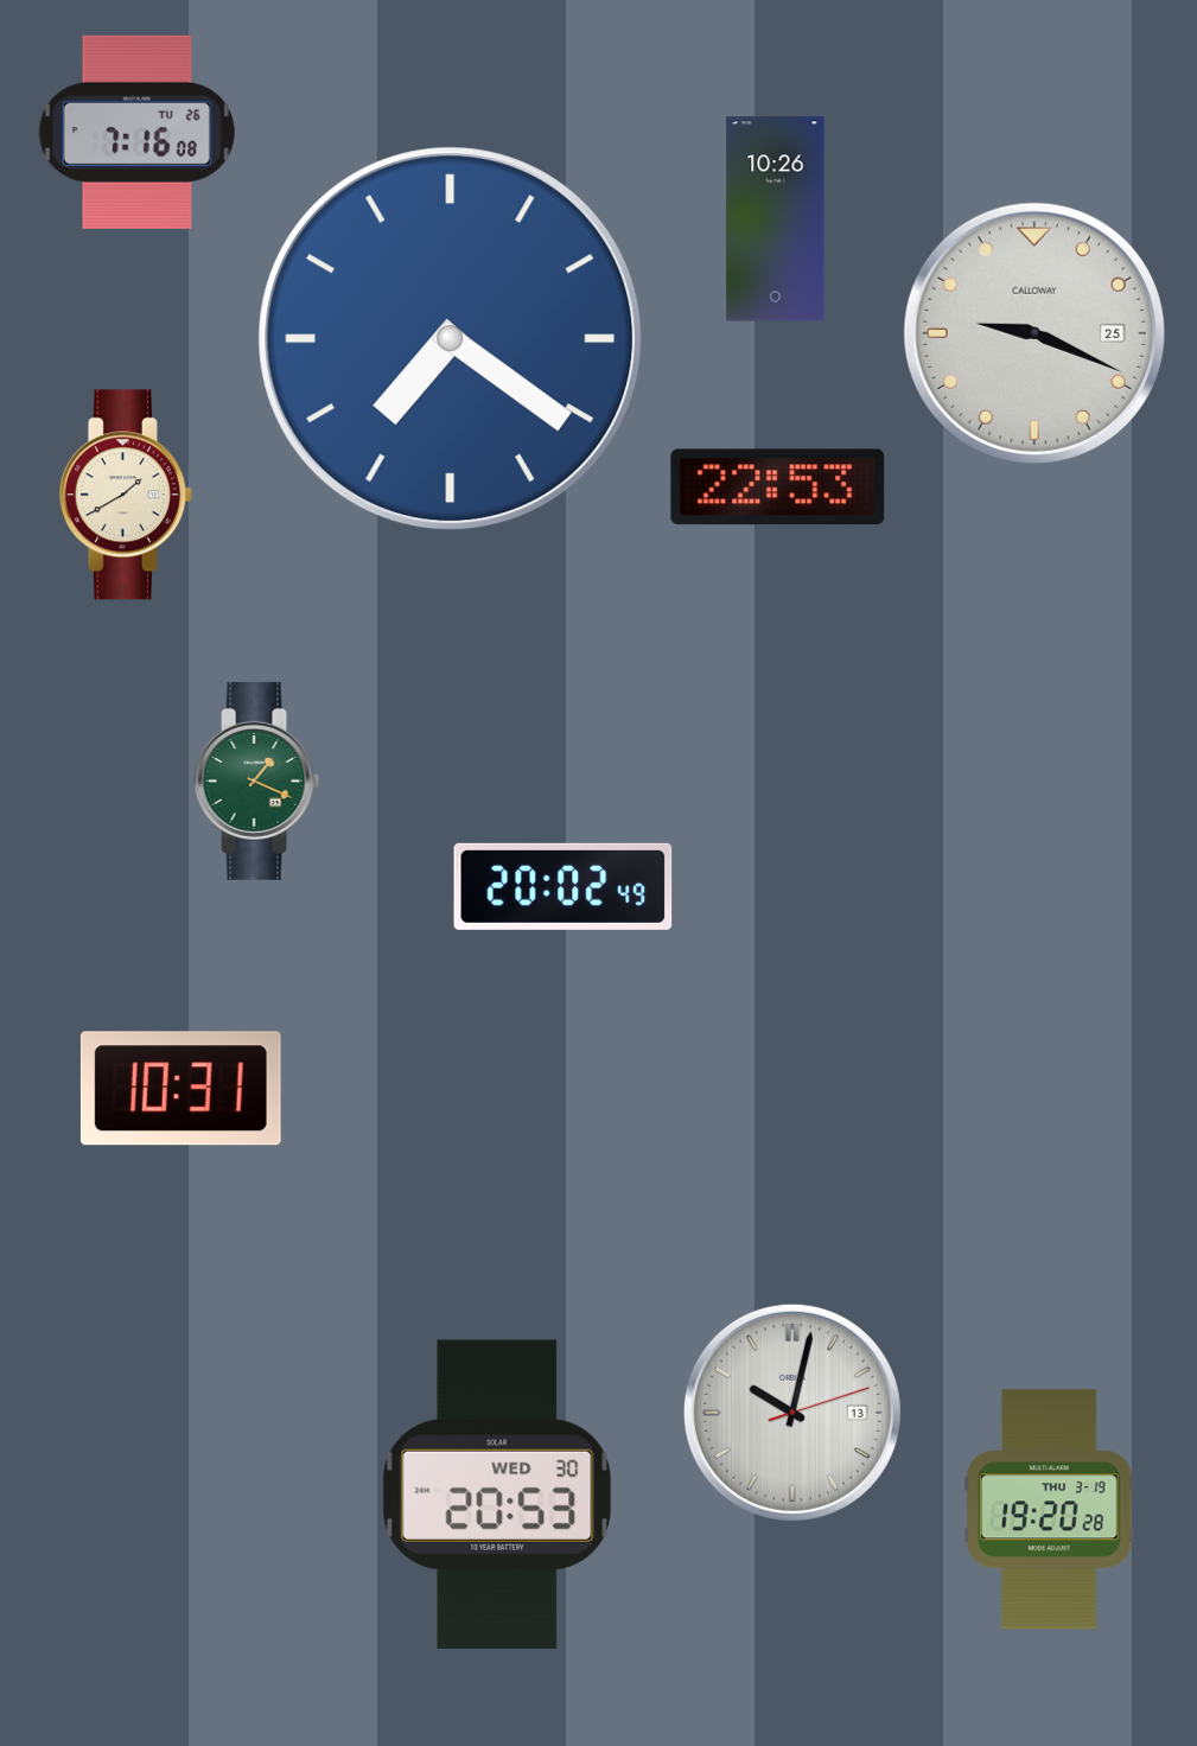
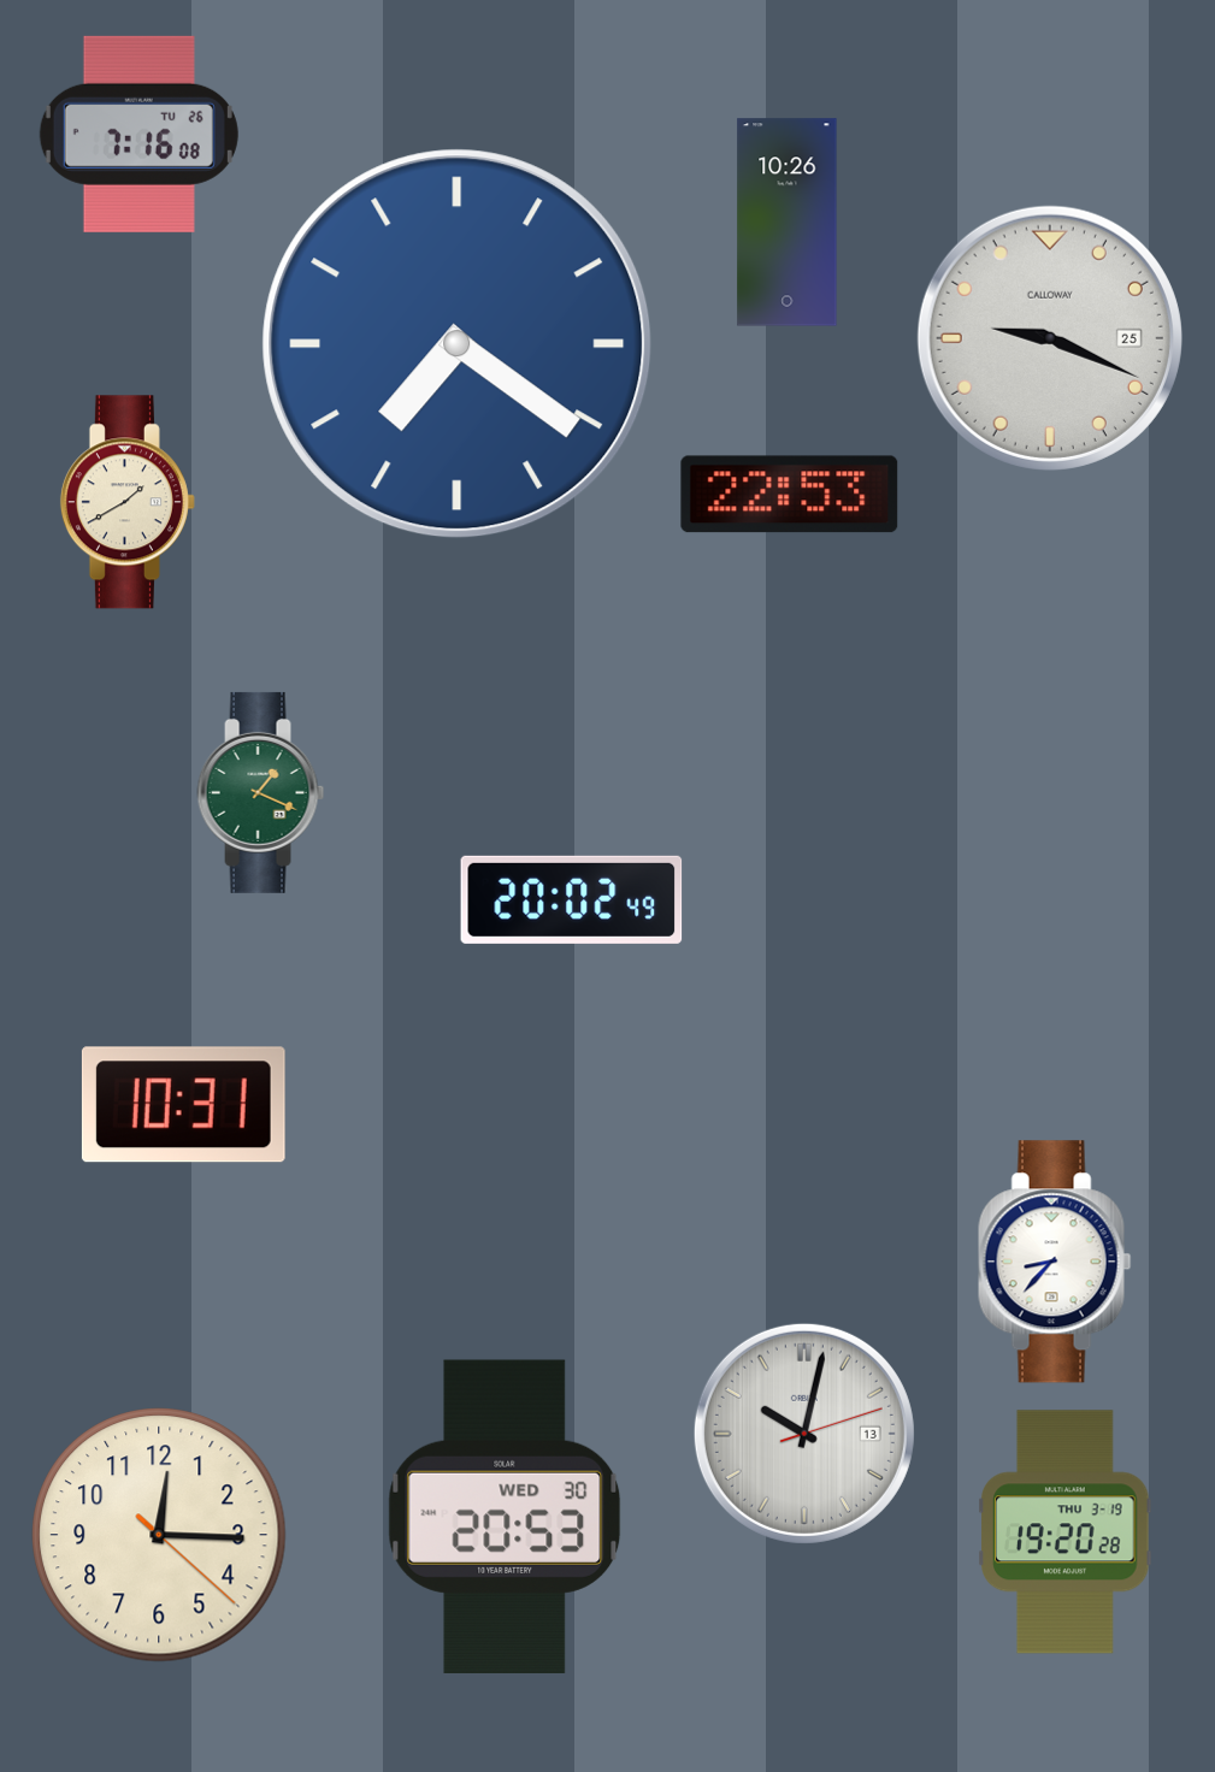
clock at (1055, 1262): none -> 8:37
clock at (159, 1535): none -> 12:15
